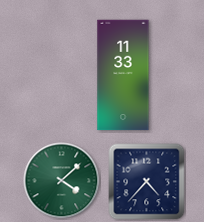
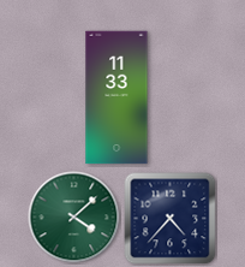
clock at (123, 75) position: (123, 75) -> (116, 97)
clock at (147, 182) position: (147, 182) -> (171, 219)
